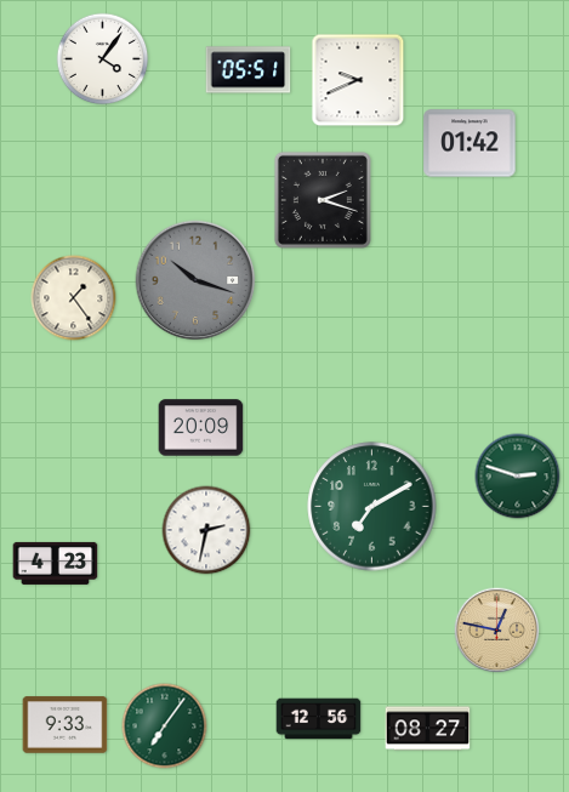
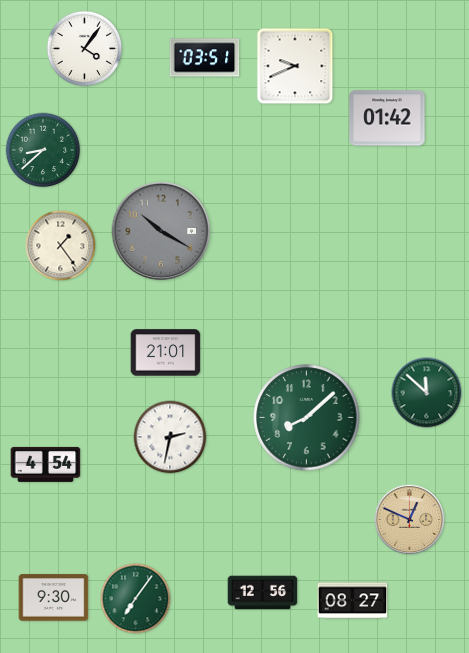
clock at (249, 70): 05:51 -> 03:51
clock at (43, 150): none -> 8:38
clock at (323, 200): 2:18 -> none
clock at (195, 280): 10:18 -> 10:20
clock at (201, 428): 20:09 -> 21:01
clock at (518, 477): 2:48 -> 11:52
clock at (372, 507): 7:10 -> 8:08
clock at (56, 563): 4:23 -> 4:54
clock at (497, 631): 12:47 -> 12:49
clock at (66, 725): 9:33 -> 9:30
